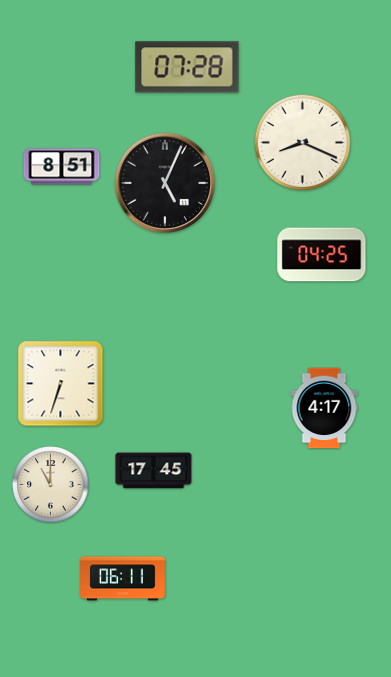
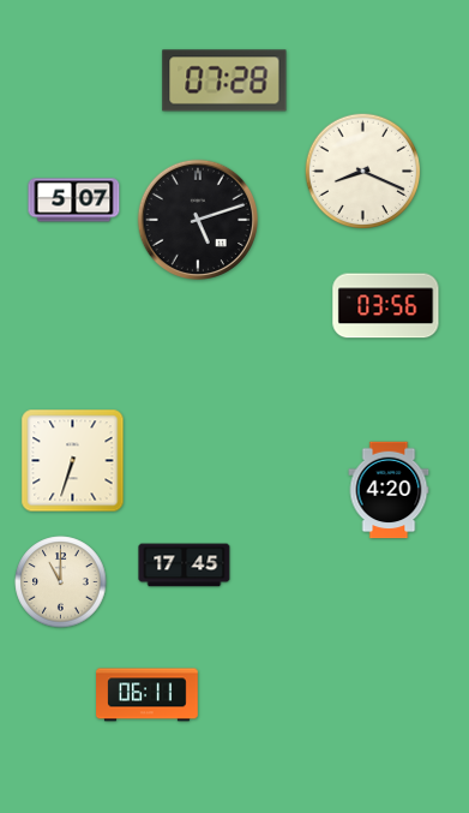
clock at (62, 167): 8:51 -> 5:07
clock at (164, 182): 5:04 -> 5:12
clock at (322, 255): 04:25 -> 03:56
clock at (324, 408): 4:17 -> 4:20
